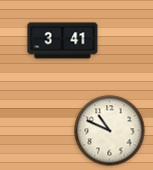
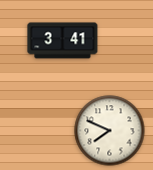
clock at (110, 131): 10:49 -> 7:49
